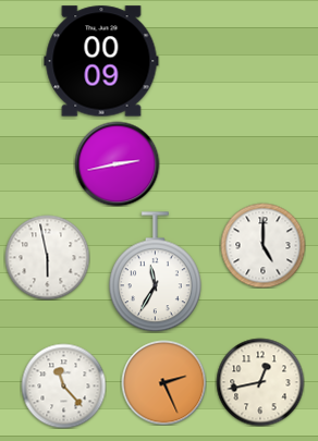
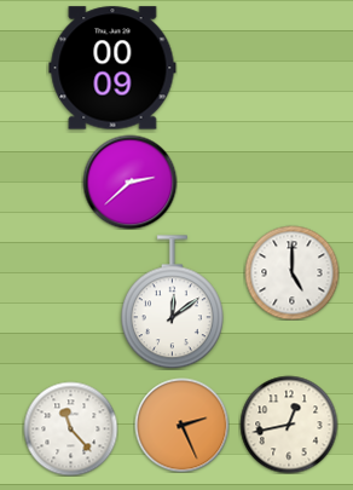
clock at (117, 163): 2:43 -> 2:38
clock at (47, 257): 5:58 -> none
clock at (155, 272): 11:35 -> 12:09
